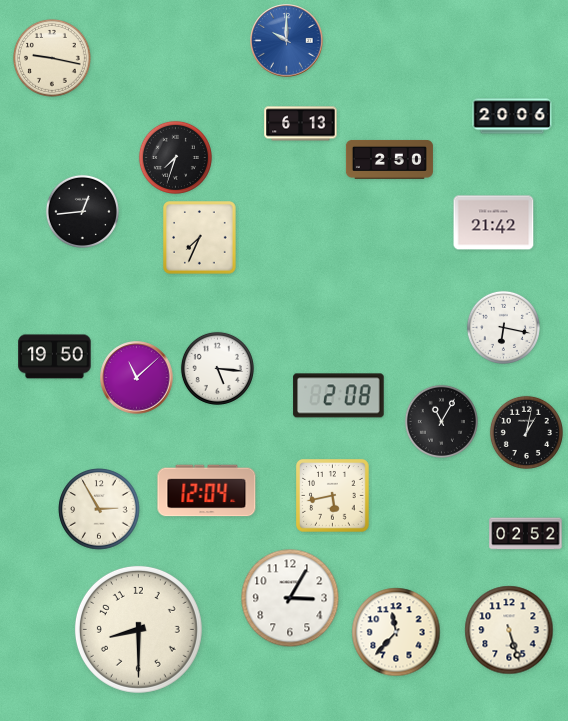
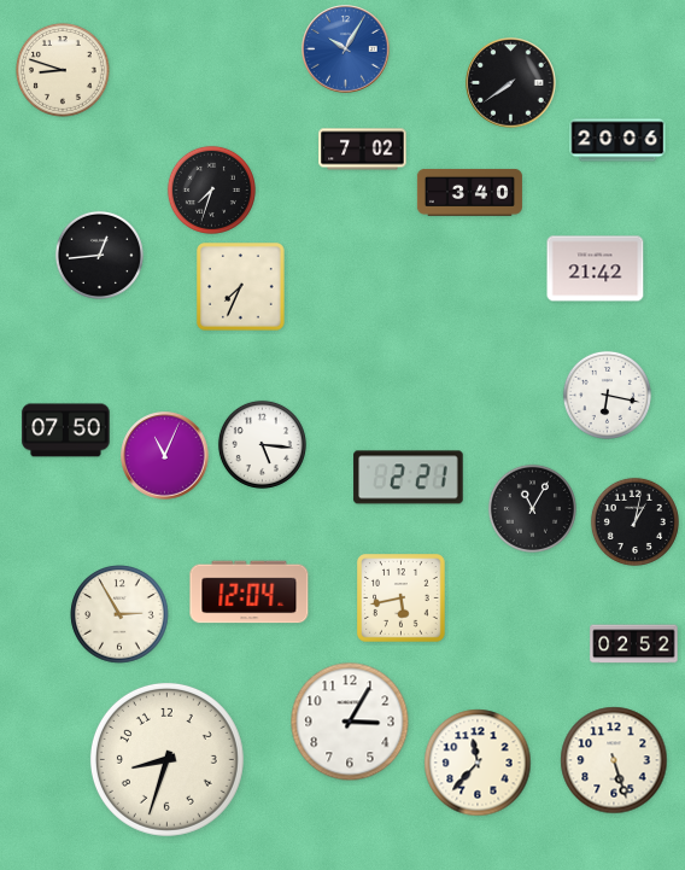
clock at (287, 41): 10:00 -> 10:05
clock at (52, 58): 9:17 -> 8:48
clock at (511, 83): none -> 7:39
clock at (301, 124): 6:13 -> 7:02
clock at (389, 159): 2:50 -> 3:40
clock at (55, 357): 19:50 -> 07:50
clock at (137, 378): 11:08 -> 11:04
clock at (339, 396): 2:08 -> 2:21
clock at (138, 629): 8:30 -> 8:33
